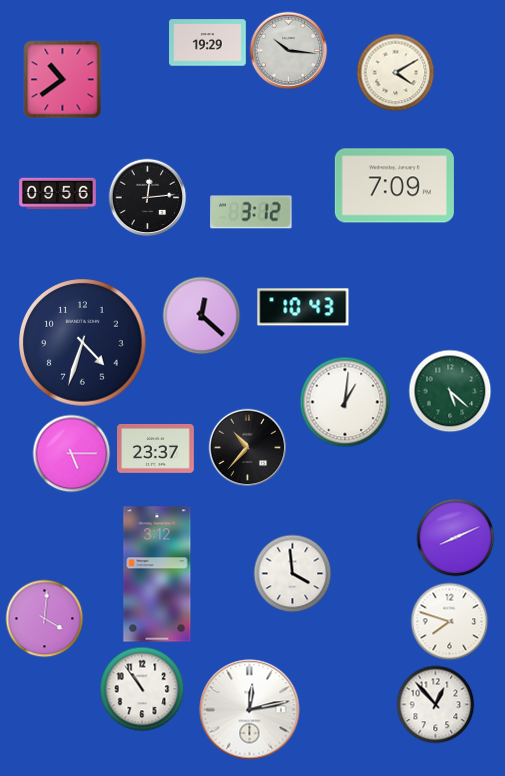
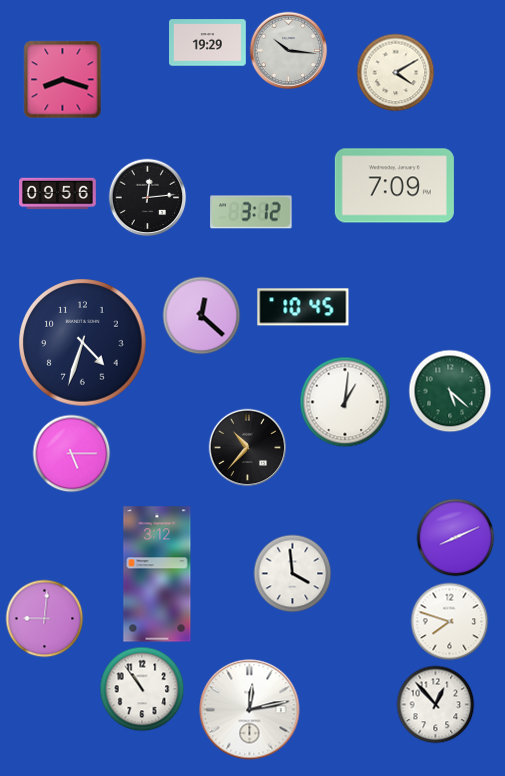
clock at (62, 79): 10:39 -> 8:18
clock at (303, 307): 10:43 -> 10:45
clock at (156, 448): 23:37 -> none
clock at (44, 618): 4:01 -> 9:01
